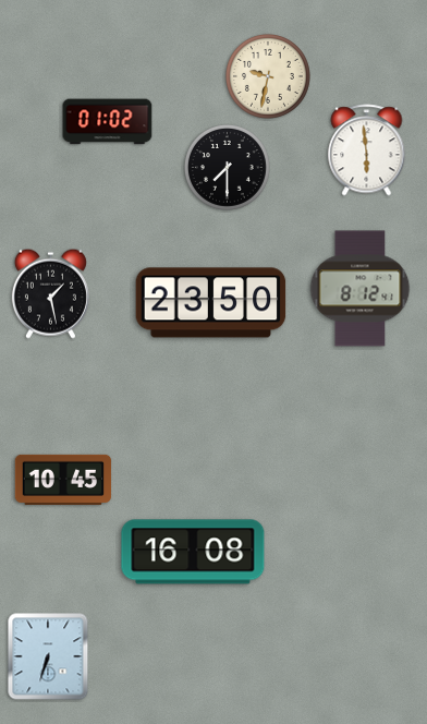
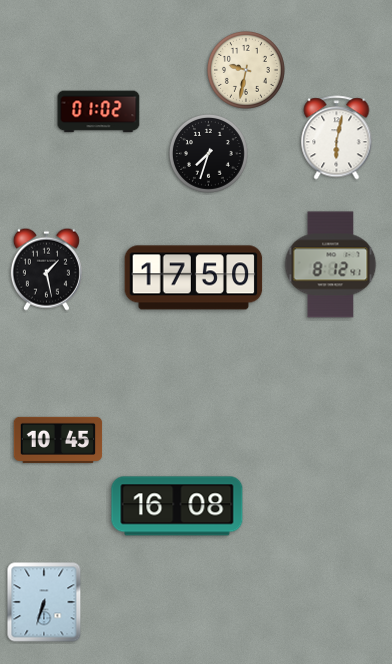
clock at (367, 150): 5:59 -> 6:02
clock at (227, 167): 7:30 -> 7:33
clock at (211, 303): 23:50 -> 17:50
